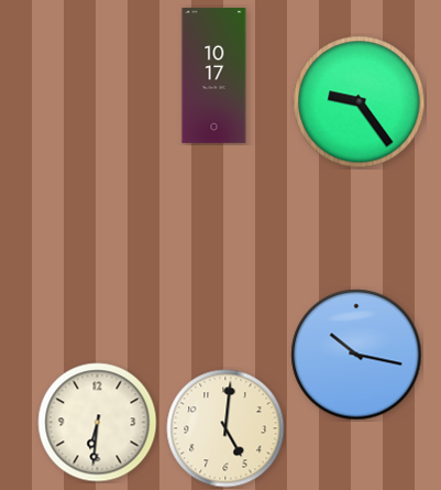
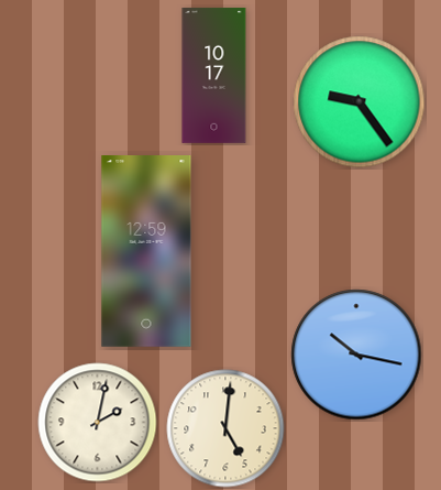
clock at (146, 252): none -> 12:59
clock at (98, 423): 6:31 -> 2:02
